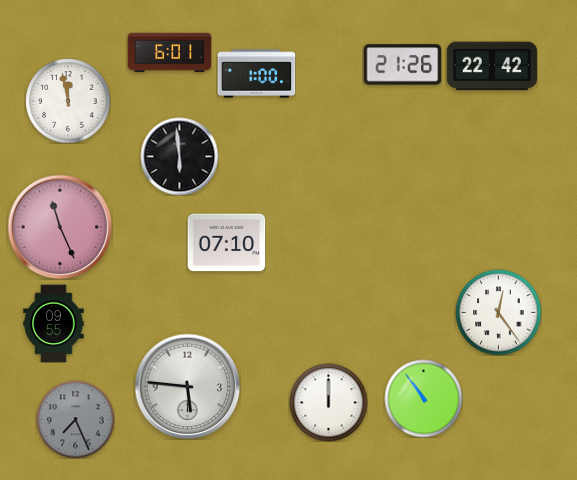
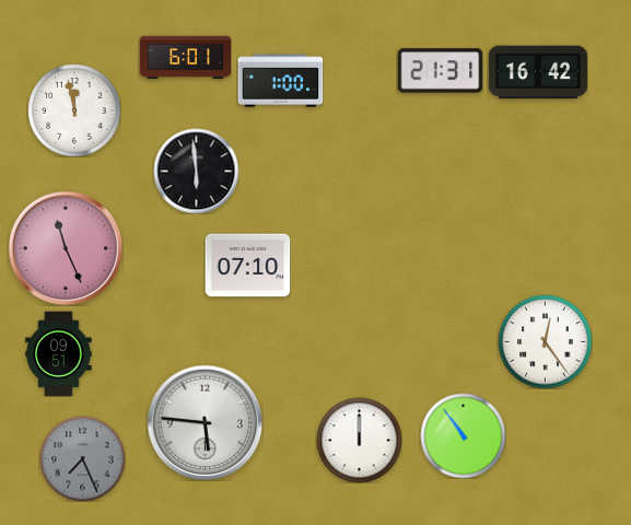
clock at (402, 65): 21:26 -> 21:31
clock at (492, 66): 22:42 -> 16:42
clock at (54, 323): 09:55 -> 09:51
